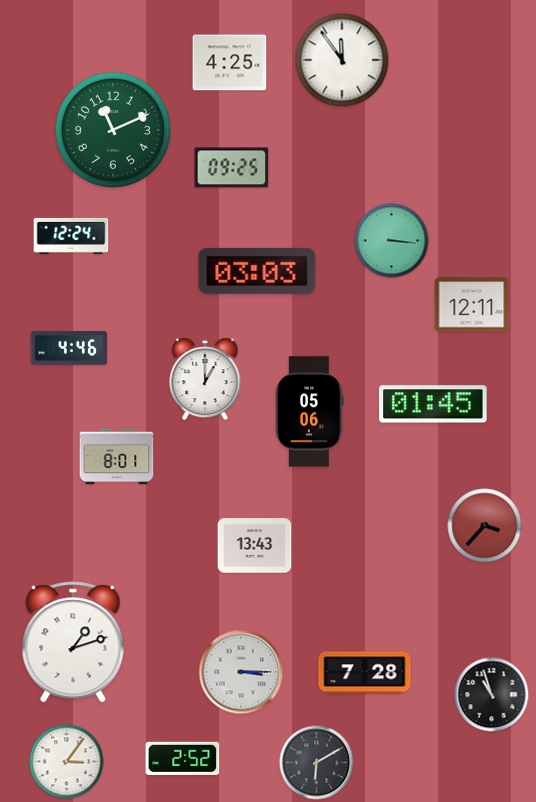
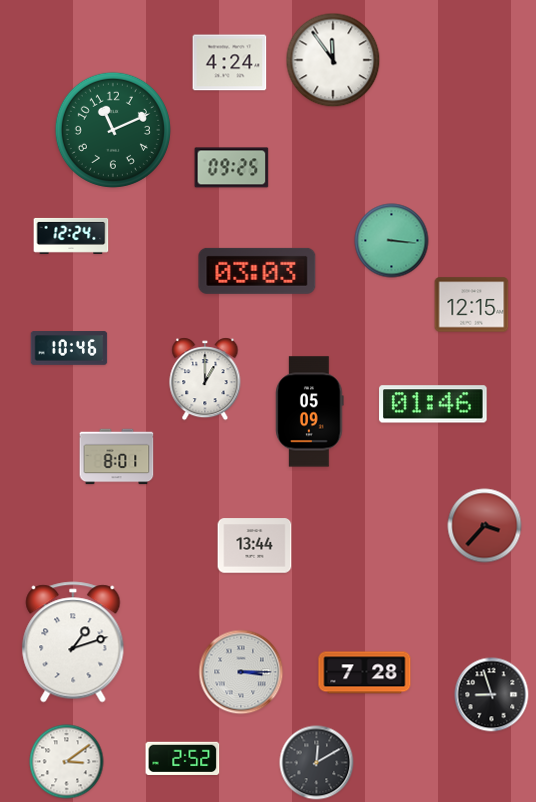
clock at (342, 60) position: (342, 60) -> (333, 60)
clock at (230, 63): 4:25 -> 4:24
clock at (472, 305): 12:11 -> 12:15
clock at (69, 348): 4:46 -> 10:46
clock at (433, 404): 01:45 -> 01:46
clock at (310, 412): 05:06 -> 05:09
clock at (255, 546): 13:43 -> 13:44
clock at (492, 695): 10:57 -> 8:57
clock at (67, 762): 3:06 -> 3:09
clock at (317, 763): 6:10 -> 12:10
